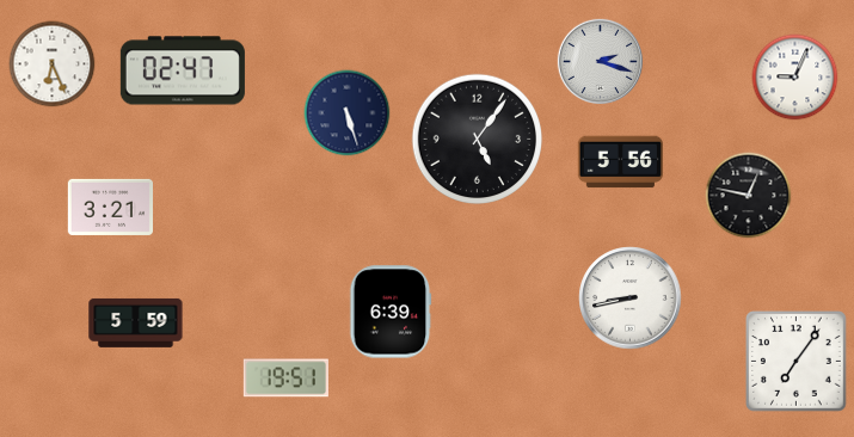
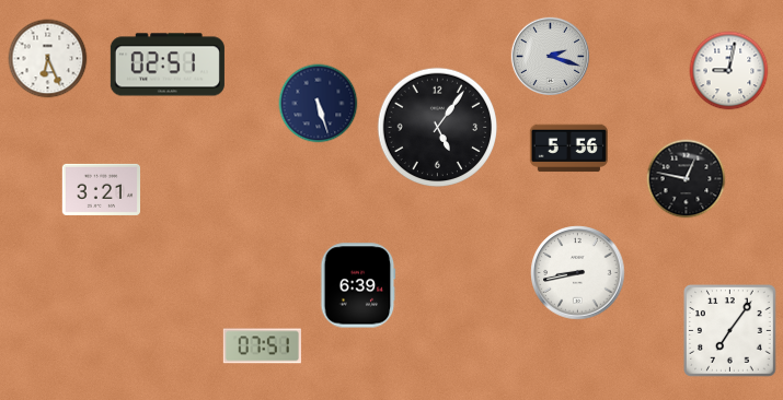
clock at (183, 70): 02:47 -> 02:51
clock at (795, 78): 9:04 -> 9:02
clock at (136, 322): 5:59 -> none
clock at (285, 378): 19:51 -> 07:51
